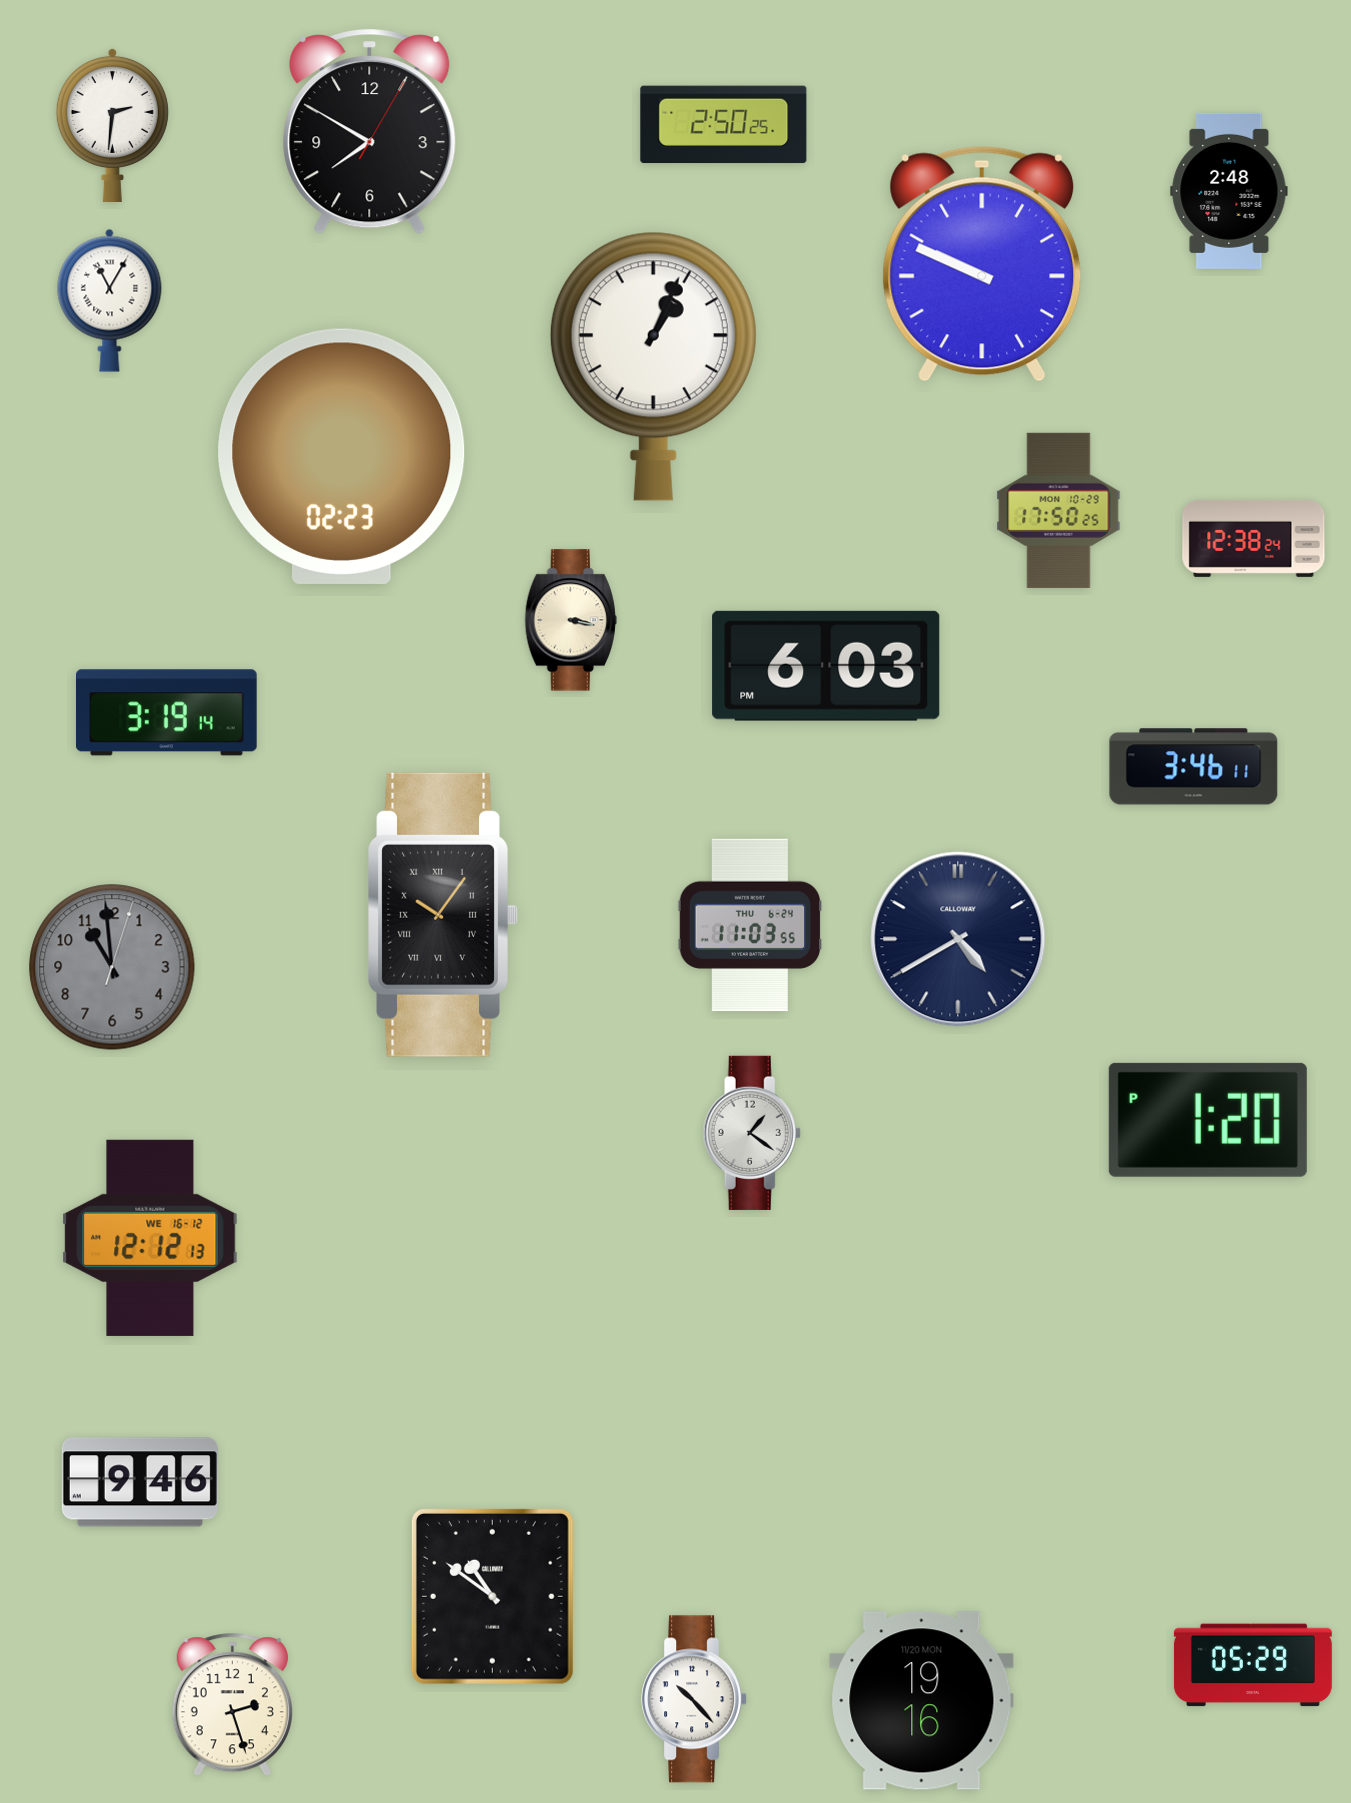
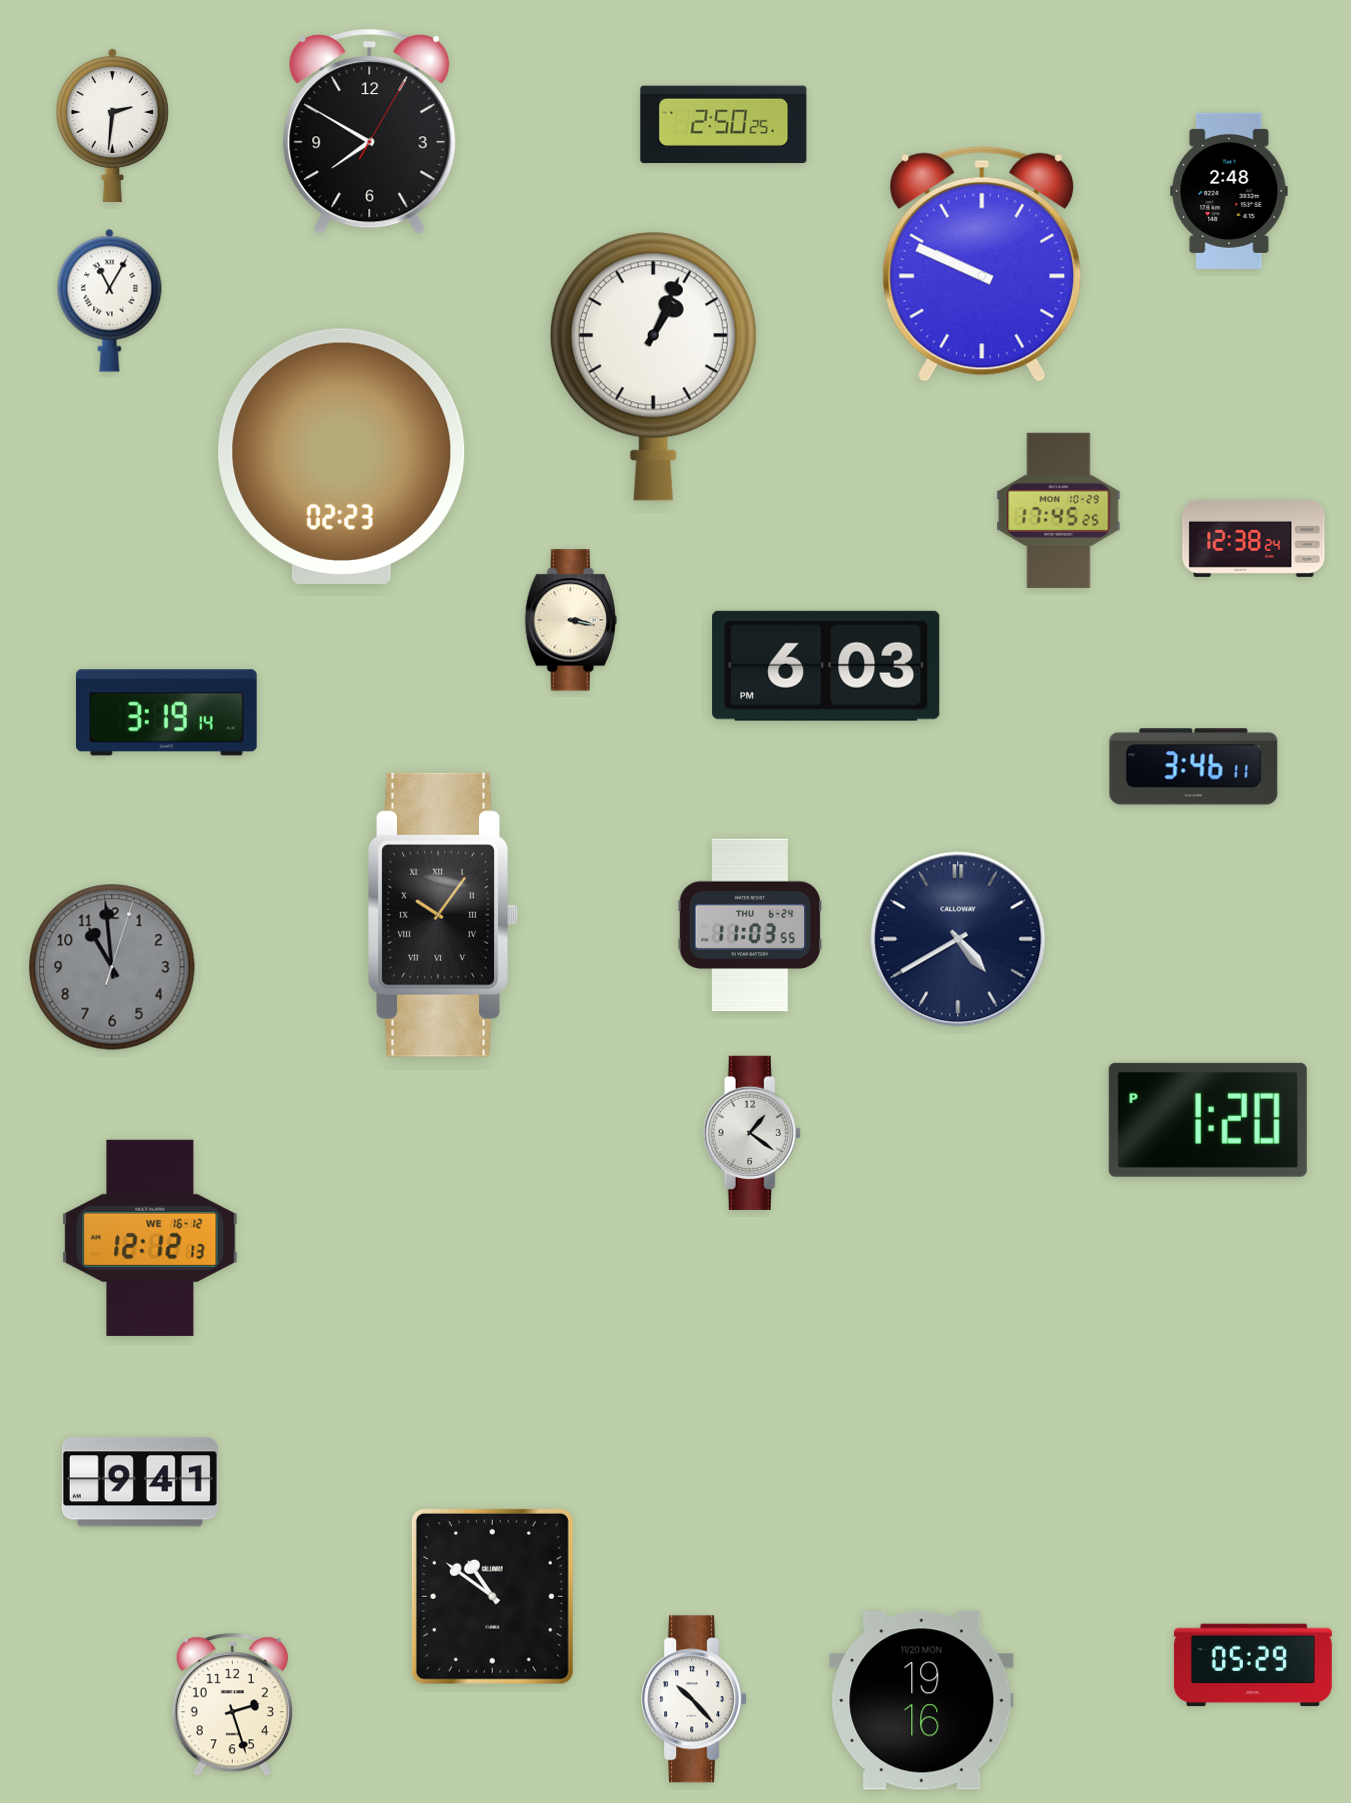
clock at (1059, 510): 17:50 -> 17:45
clock at (140, 1482): 9:46 -> 9:41
